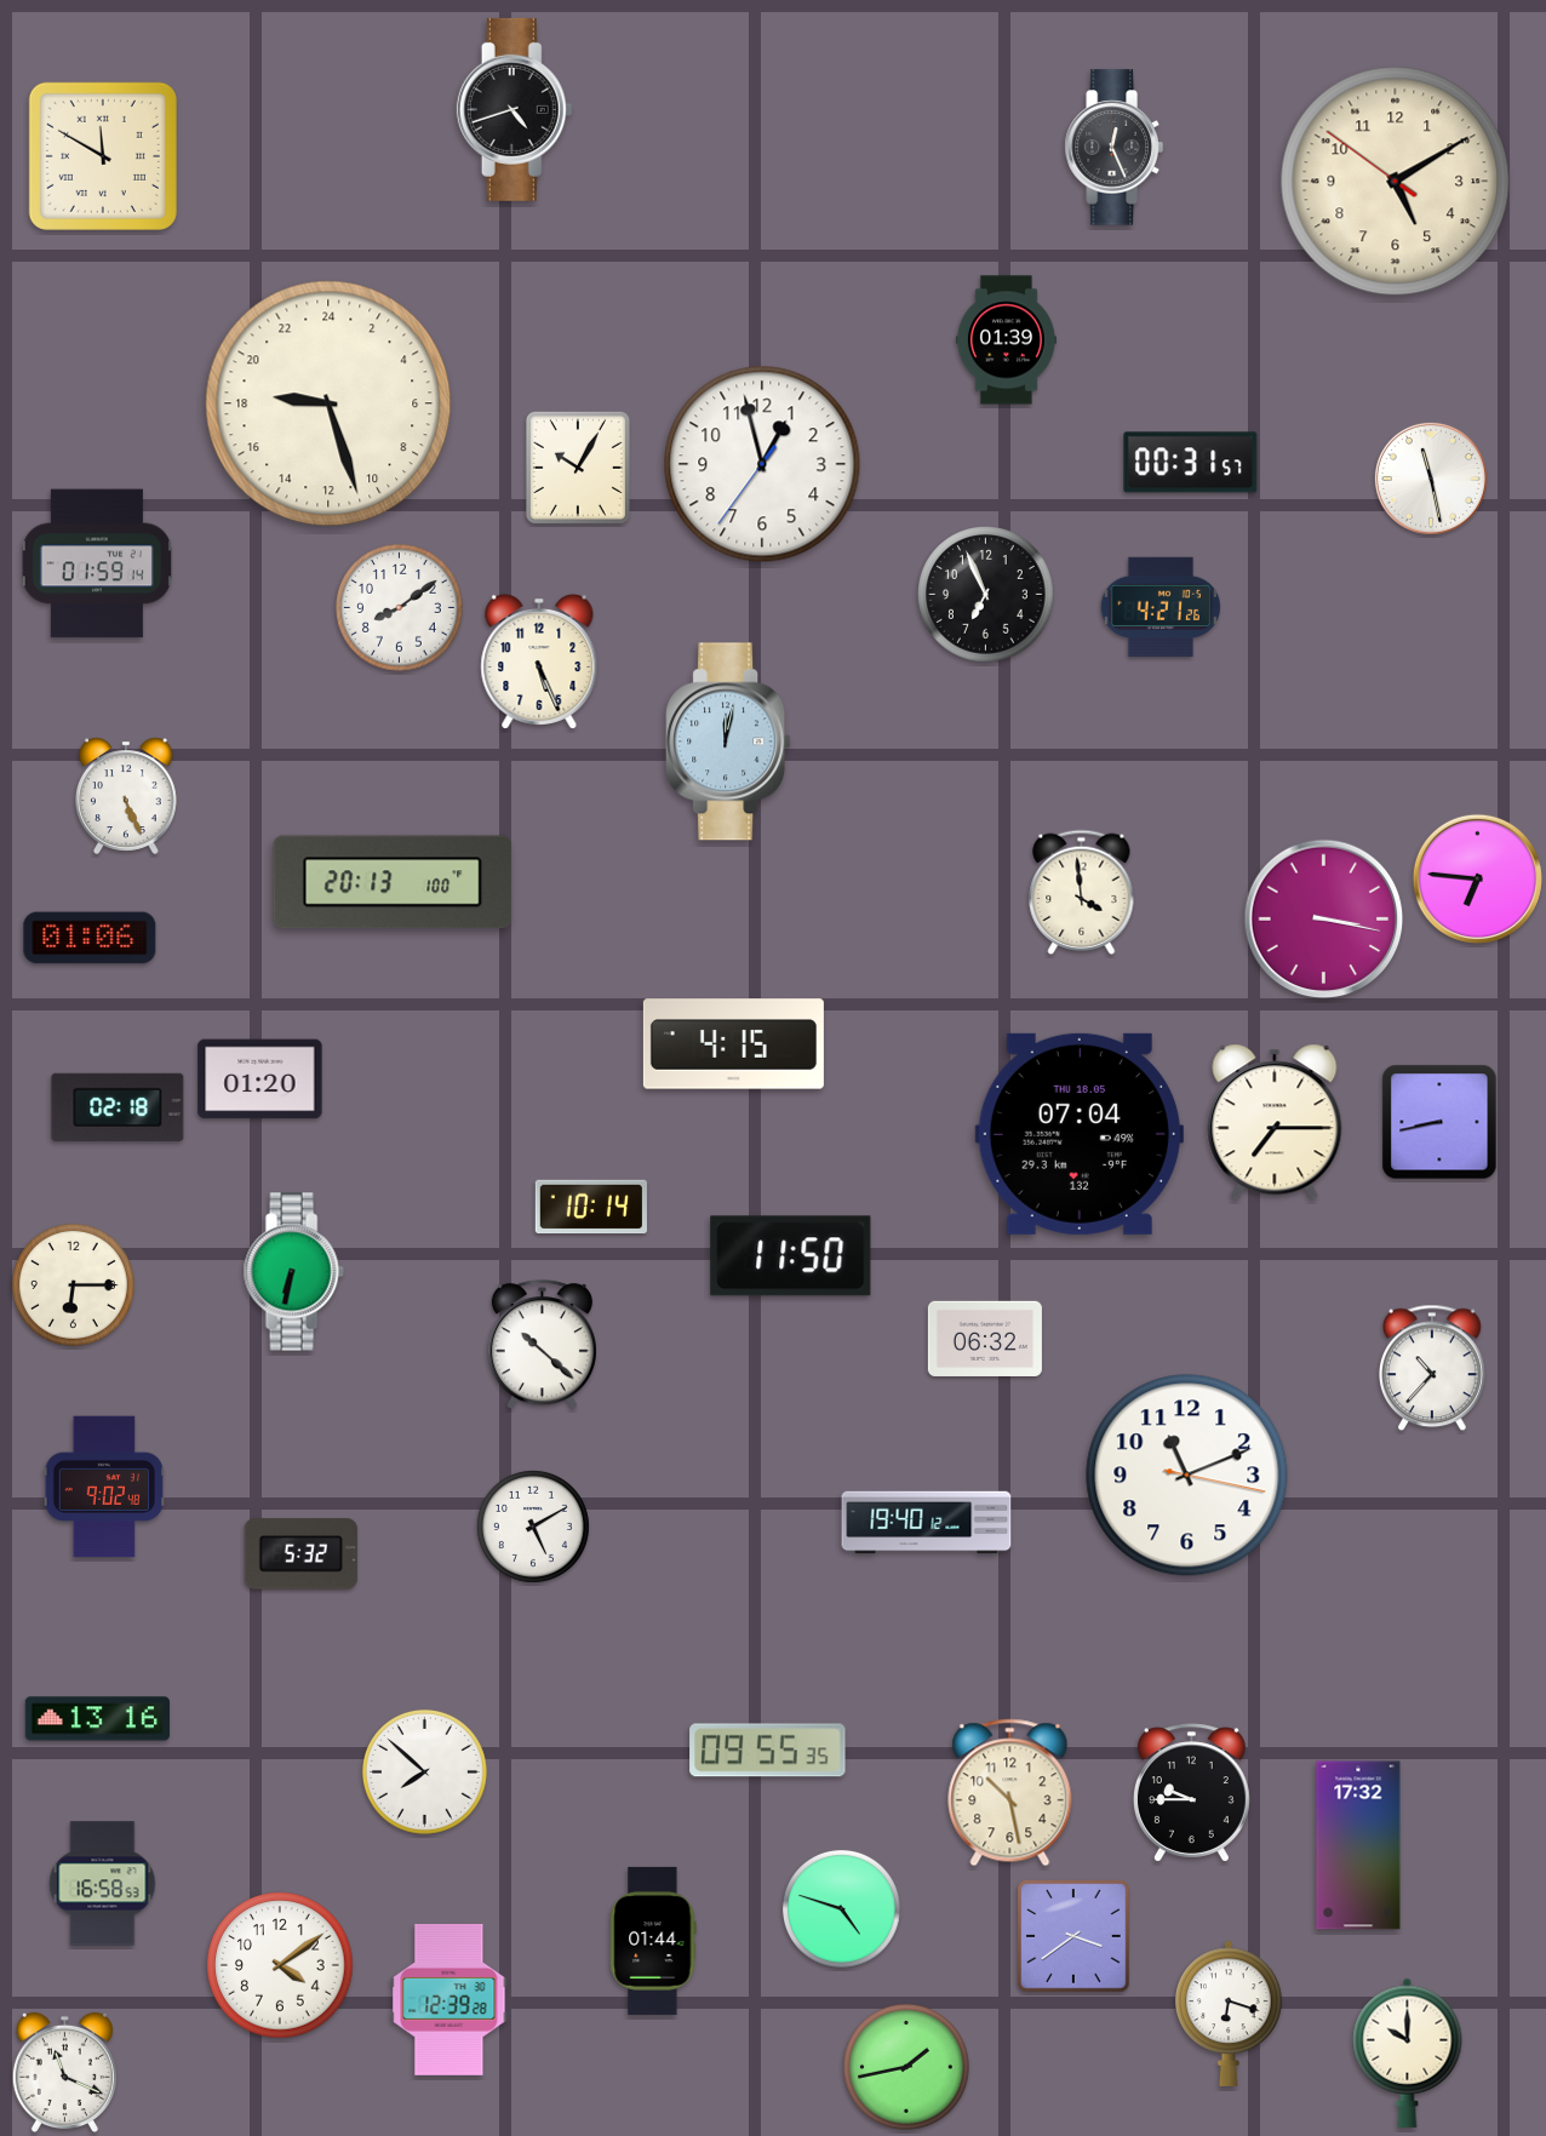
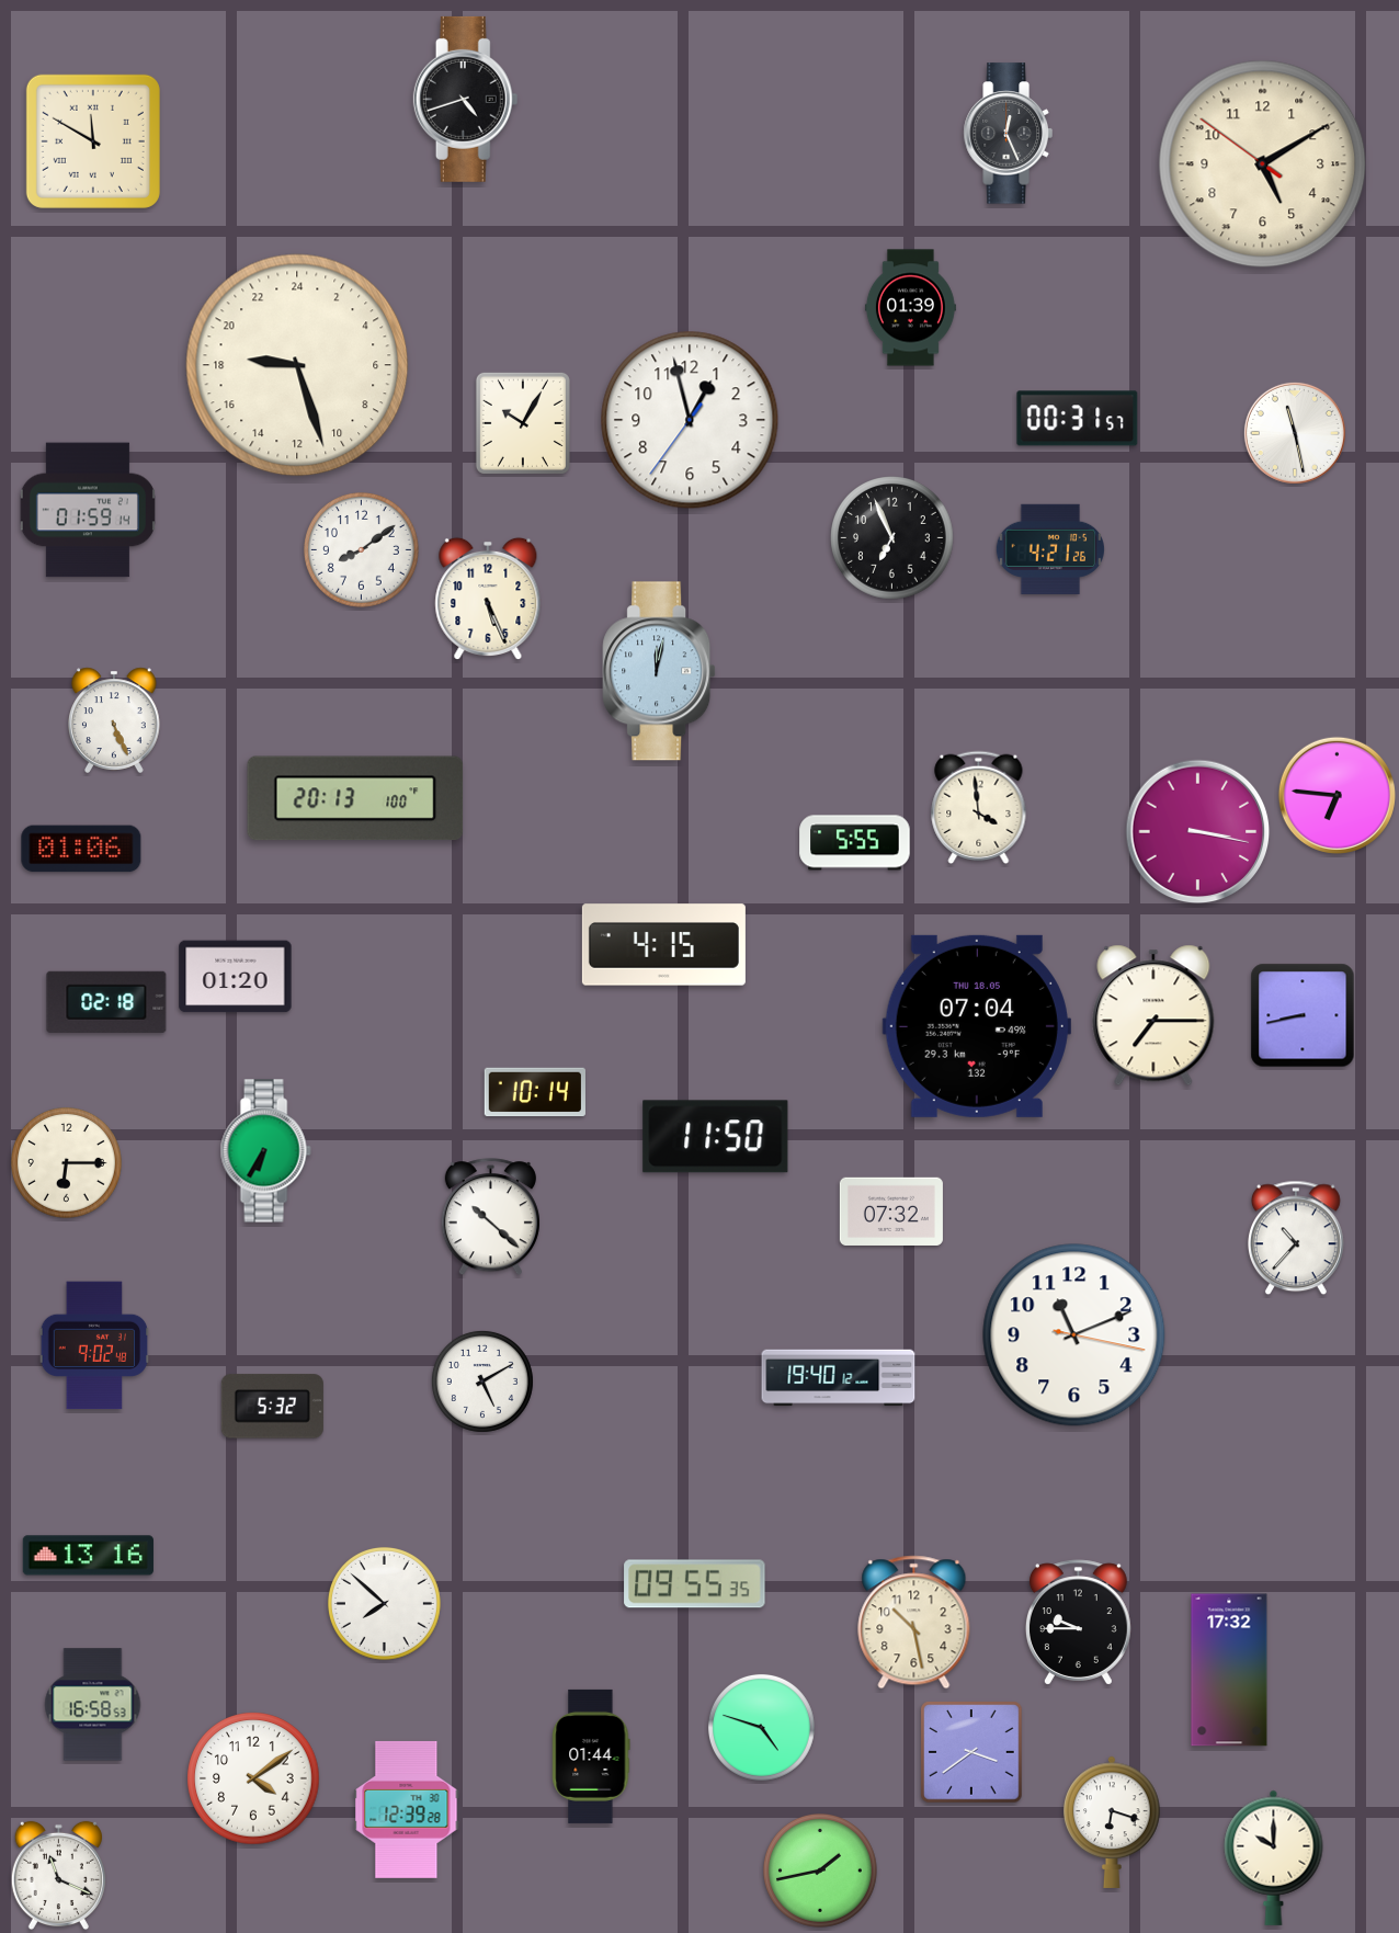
clock at (855, 843): none -> 5:55
clock at (293, 1272): 6:32 -> 6:35
clock at (985, 1338): 06:32 -> 07:32
